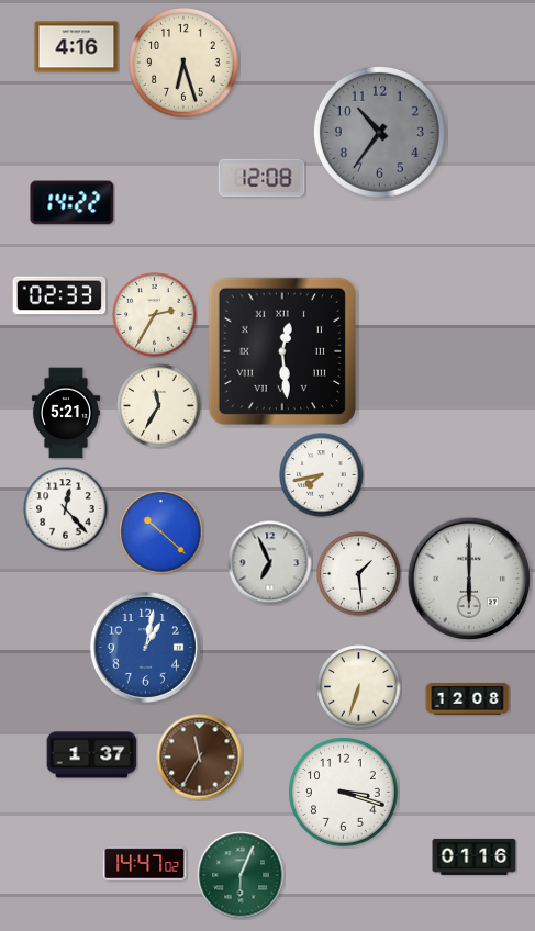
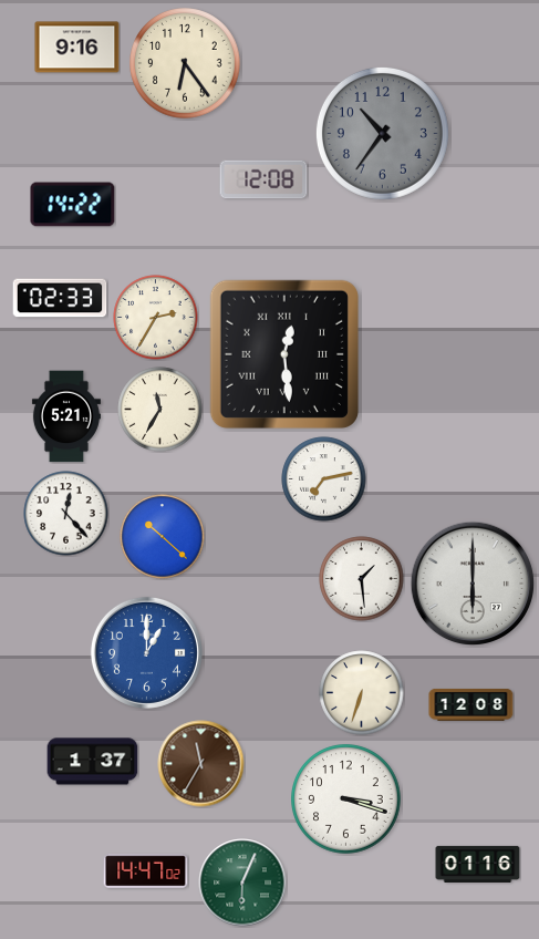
clock at (77, 47): 4:16 -> 9:16
clock at (183, 63): 6:27 -> 6:24
clock at (322, 475): 7:43 -> 7:13
clock at (270, 563): 6:56 -> none
clock at (145, 647): 1:02 -> 1:00
